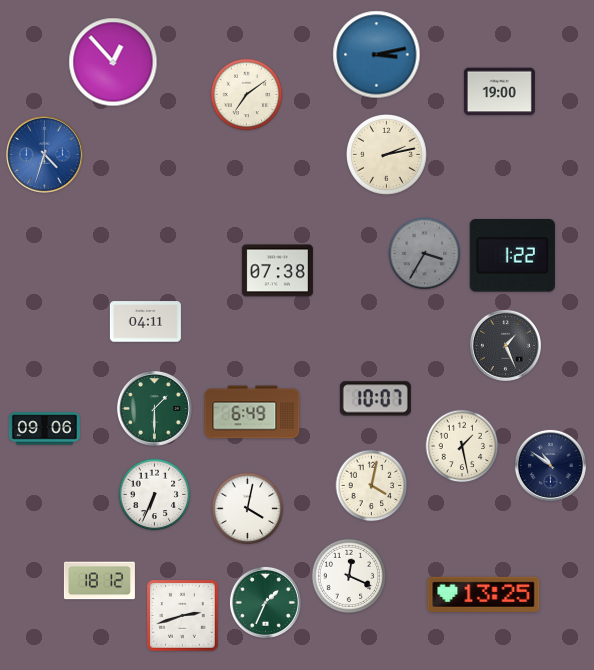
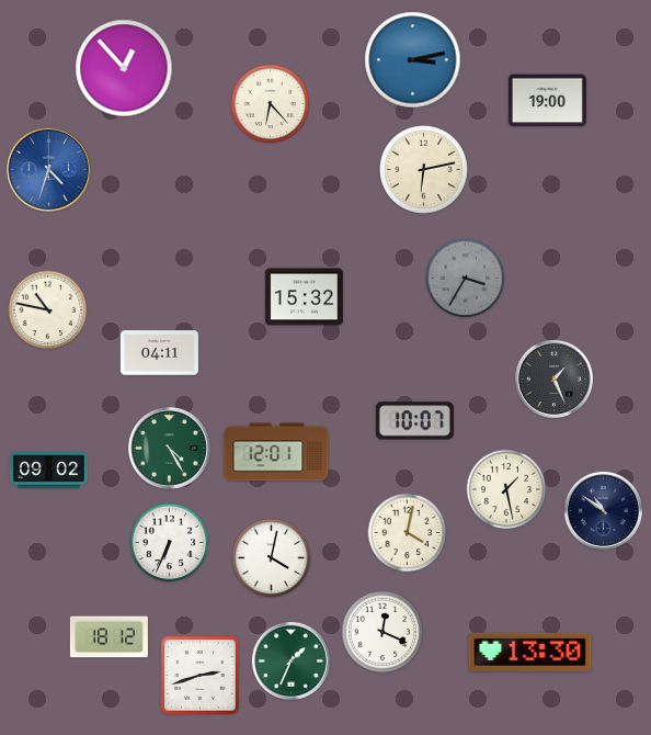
clock at (247, 95): 7:09 -> 6:23
clock at (387, 155): 2:13 -> 6:13
clock at (512, 256): 1:22 -> none
clock at (277, 271): 07:38 -> 15:32
clock at (48, 310): none -> 10:47
clock at (375, 399) position: (375, 399) -> (414, 421)
clock at (155, 409): 1:30 -> 4:25
clock at (252, 412): 6:49 -> 12:01
clock at (44, 429): 09:06 -> 09:02
clock at (484, 594): 13:25 -> 13:30
